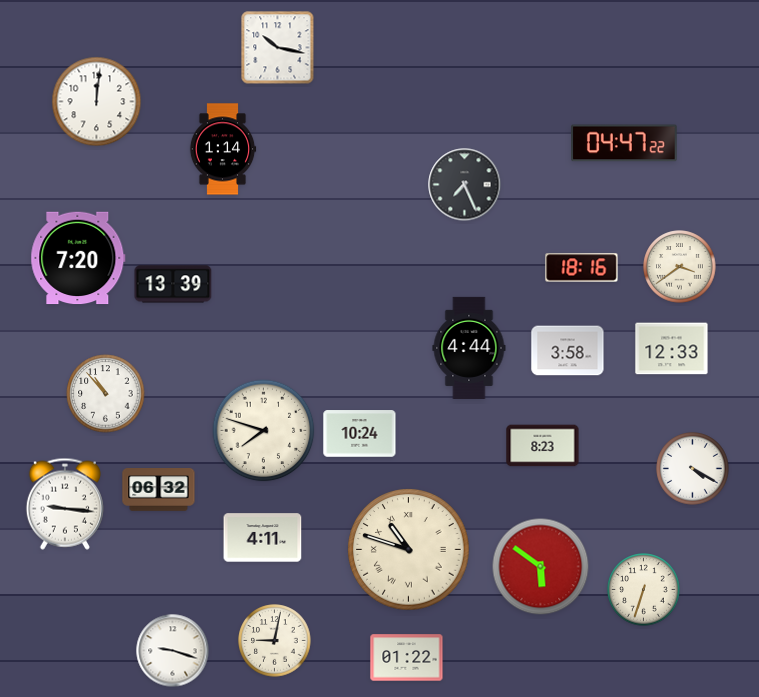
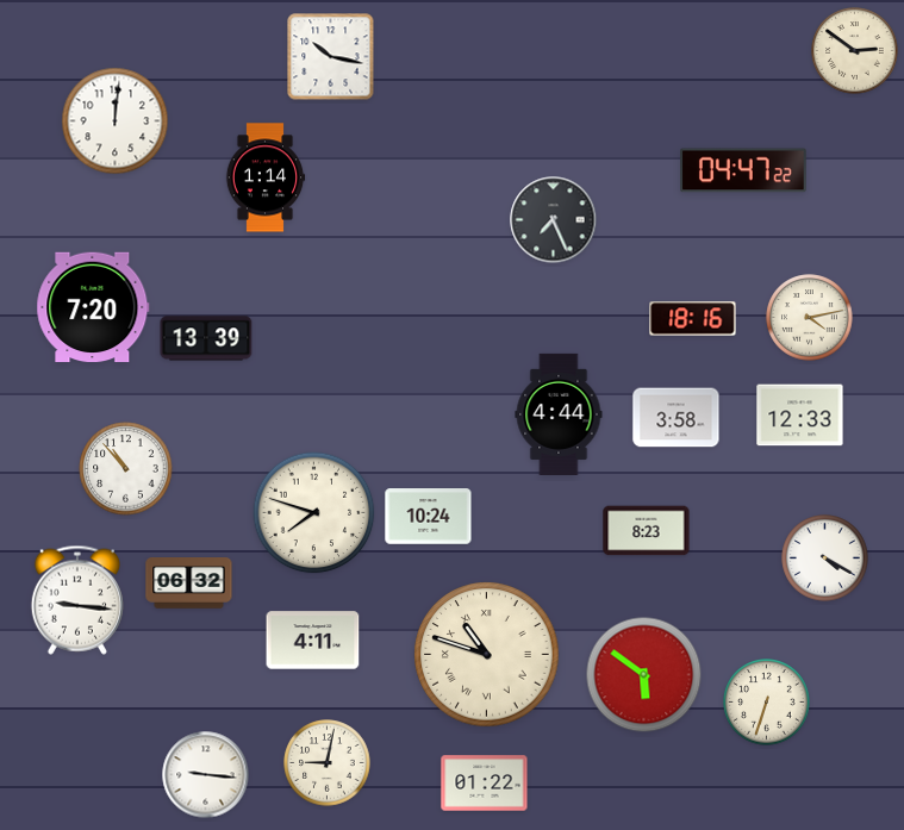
clock at (855, 51): none -> 2:51
clock at (680, 267): 3:39 -> 4:13
clock at (173, 651): 9:18 -> 9:16
